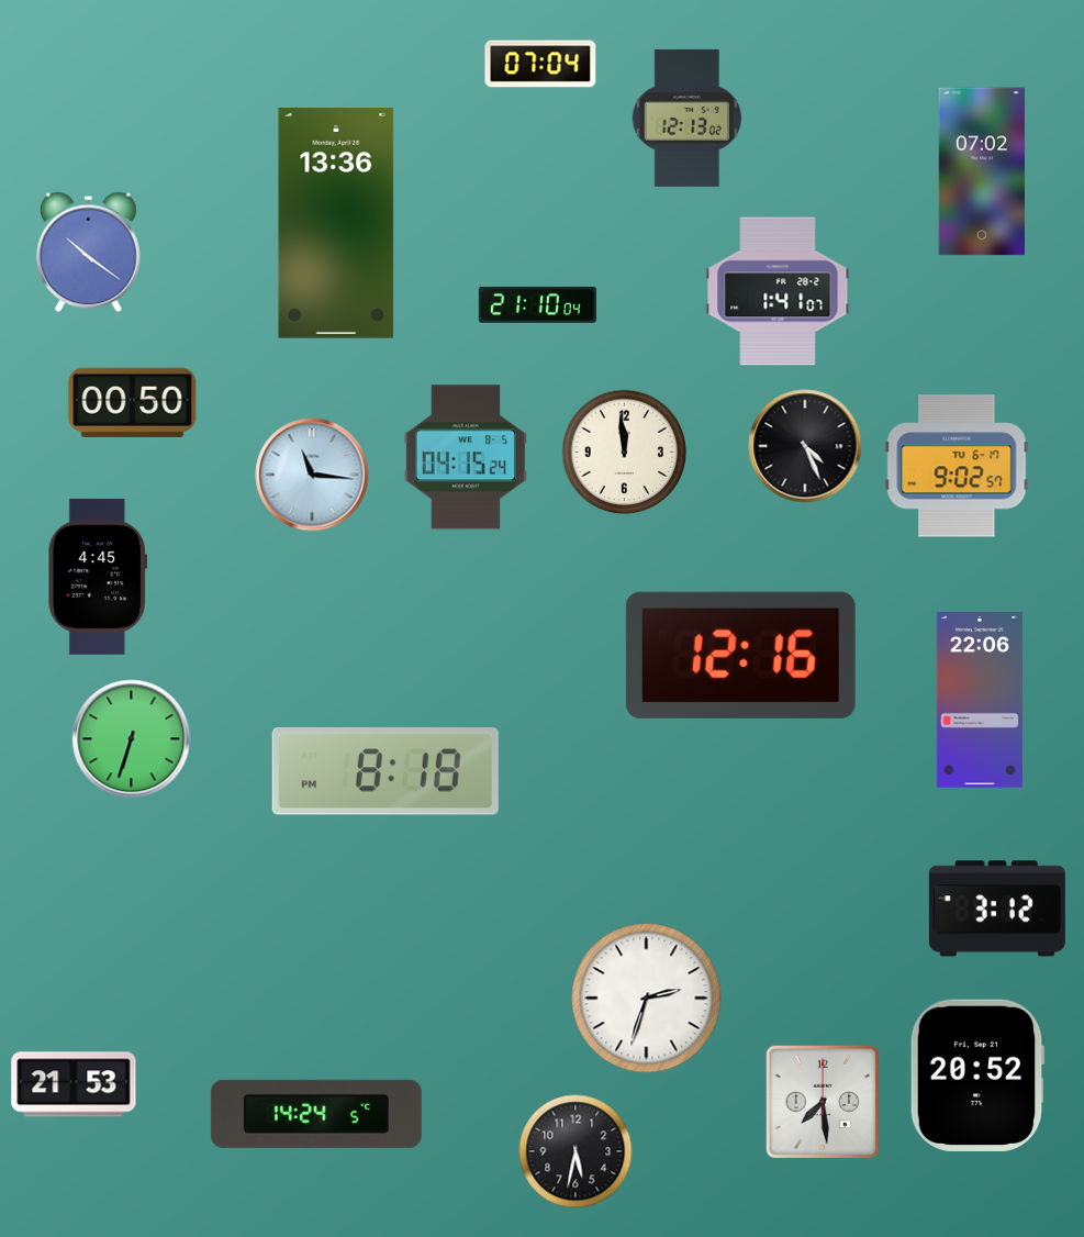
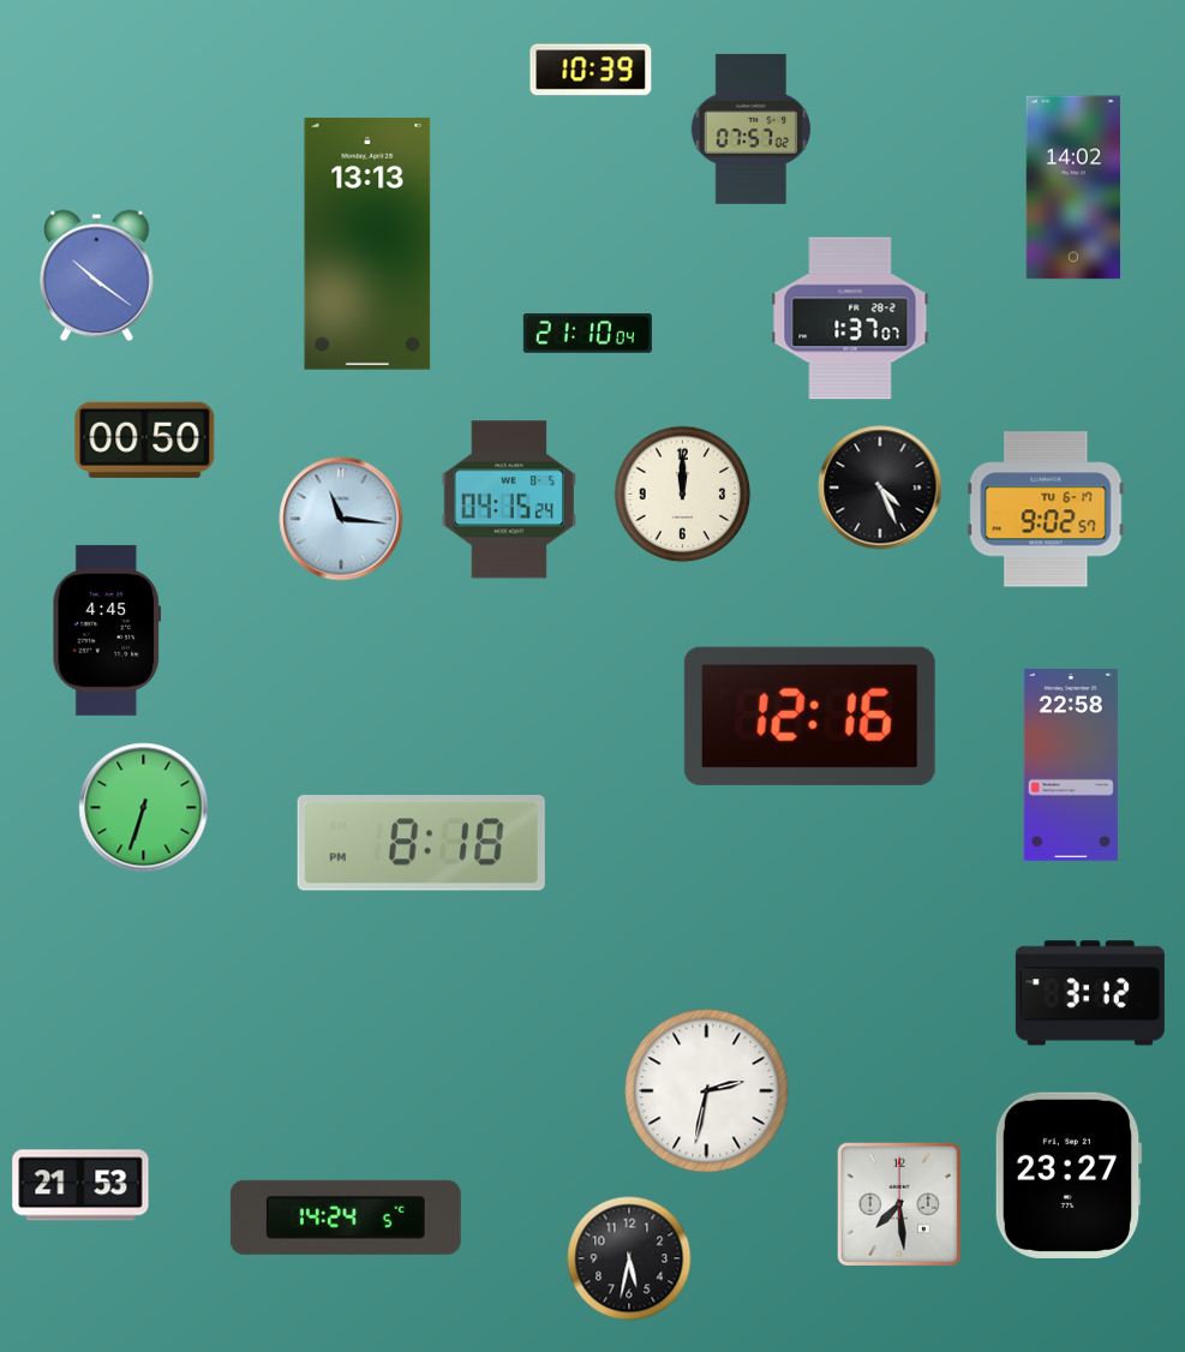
clock at (540, 64): 07:04 -> 10:39
clock at (686, 118): 12:13 -> 07:57
clock at (981, 171): 07:02 -> 14:02
clock at (336, 223): 13:36 -> 13:13
clock at (778, 291): 1:41 -> 1:37
clock at (625, 453): 11:59 -> 12:00
clock at (980, 701): 22:06 -> 22:58
clock at (647, 999): 2:33 -> 2:32
clock at (977, 1076): 20:52 -> 23:27
